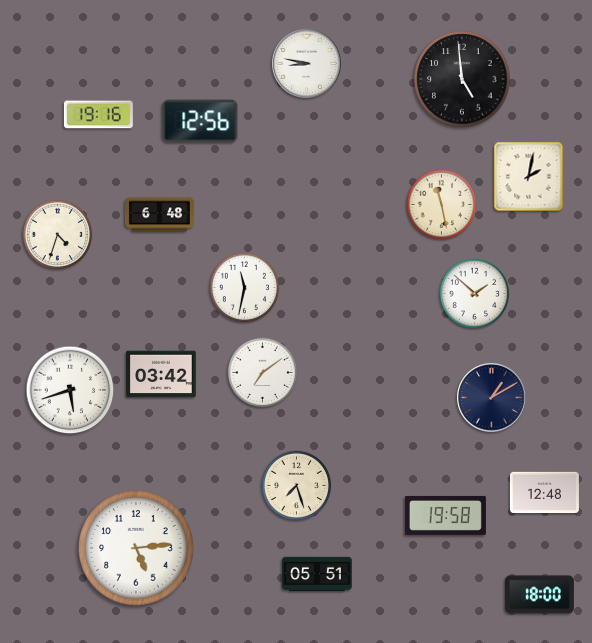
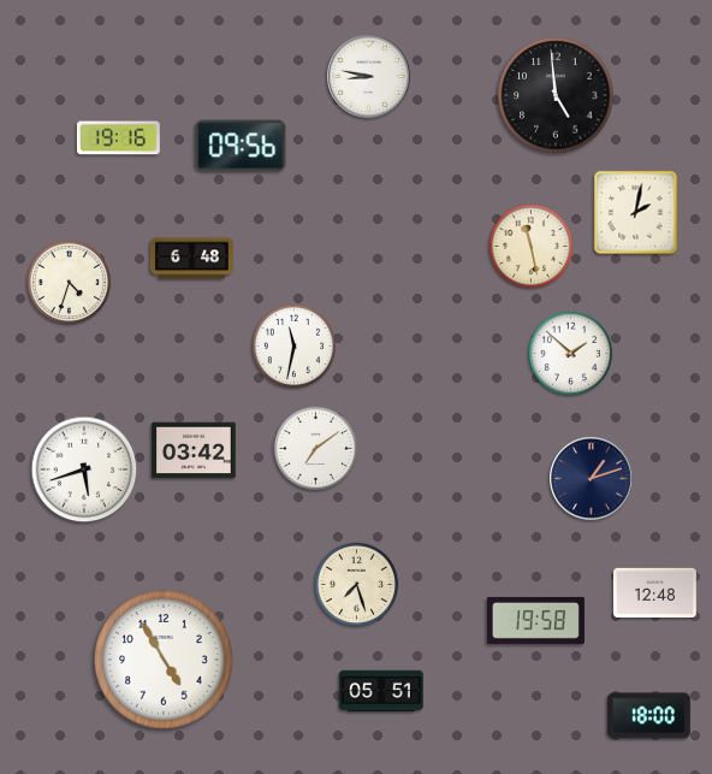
clock at (200, 121): 12:56 -> 09:56
clock at (492, 398): 1:10 -> 1:12
clock at (136, 548): 5:14 -> 4:55
